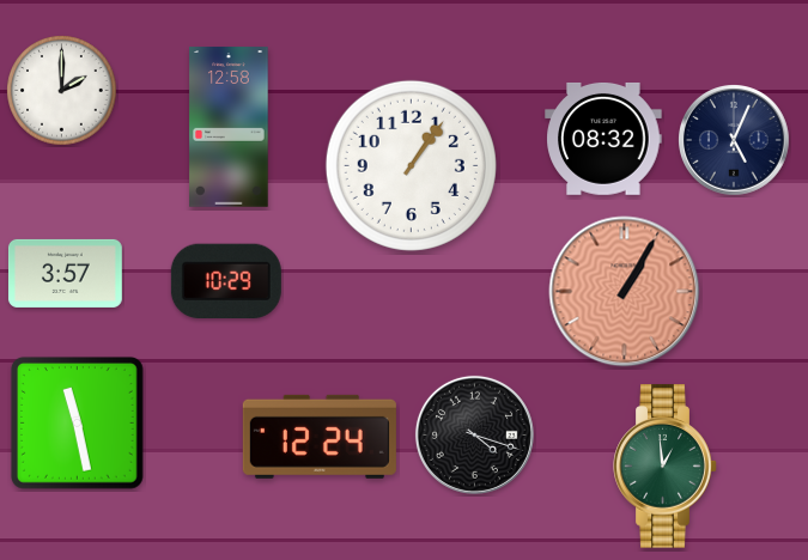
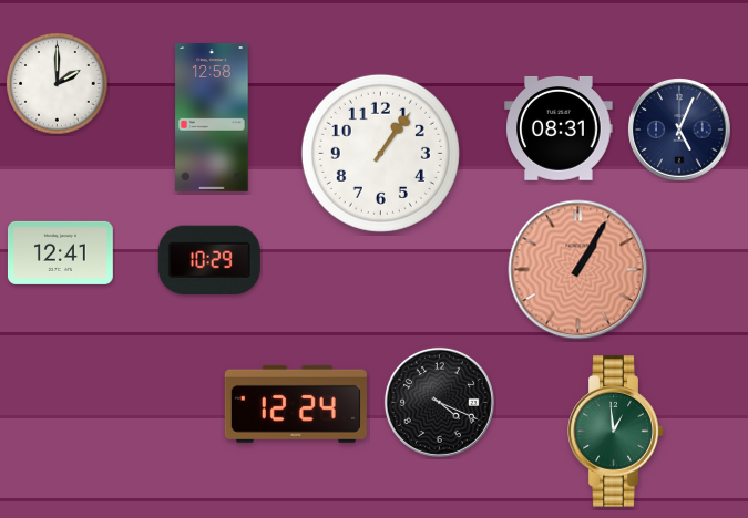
clock at (603, 139): 08:32 -> 08:31
clock at (65, 273): 3:57 -> 12:41
clock at (77, 422): 11:28 -> none
clock at (474, 434): 4:18 -> 4:19
